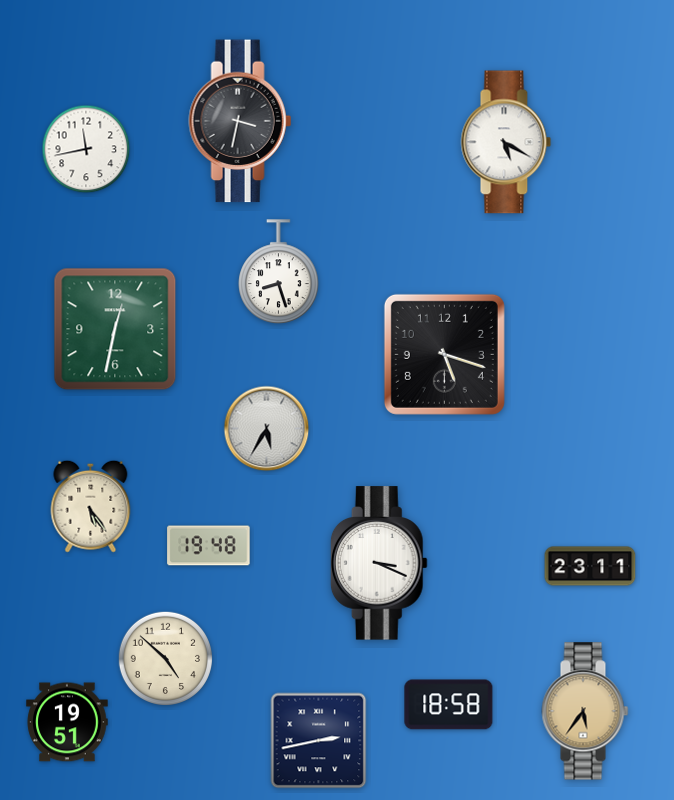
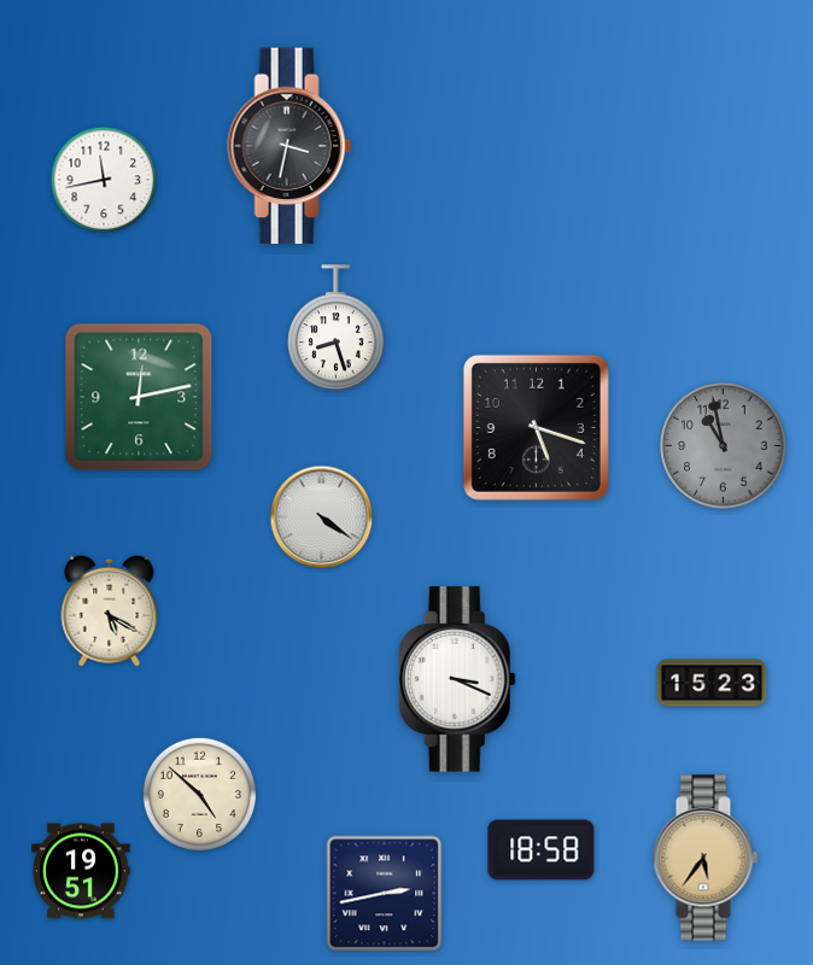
clock at (506, 142): 5:20 -> none
clock at (115, 329): 12:32 -> 12:13
clock at (724, 446): none -> 10:58
clock at (267, 429): 5:35 -> 4:21
clock at (91, 506): 5:24 -> 5:20
clock at (209, 546): 19:48 -> none
clock at (590, 566): 23:11 -> 15:23
